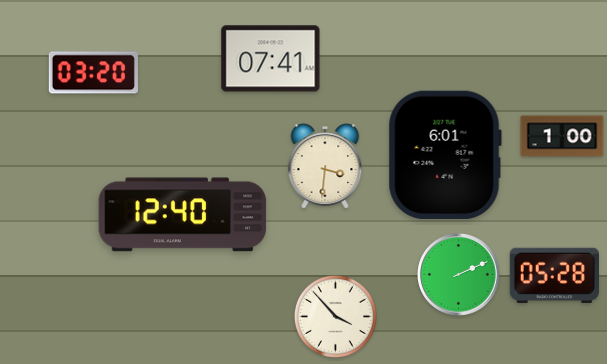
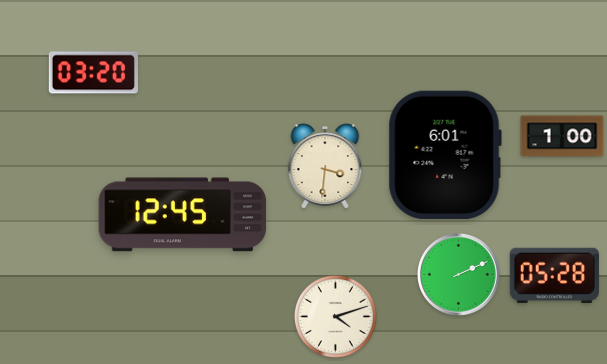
clock at (271, 59): 07:41 -> none
clock at (183, 215): 12:40 -> 12:45
clock at (335, 316): 3:53 -> 4:12
